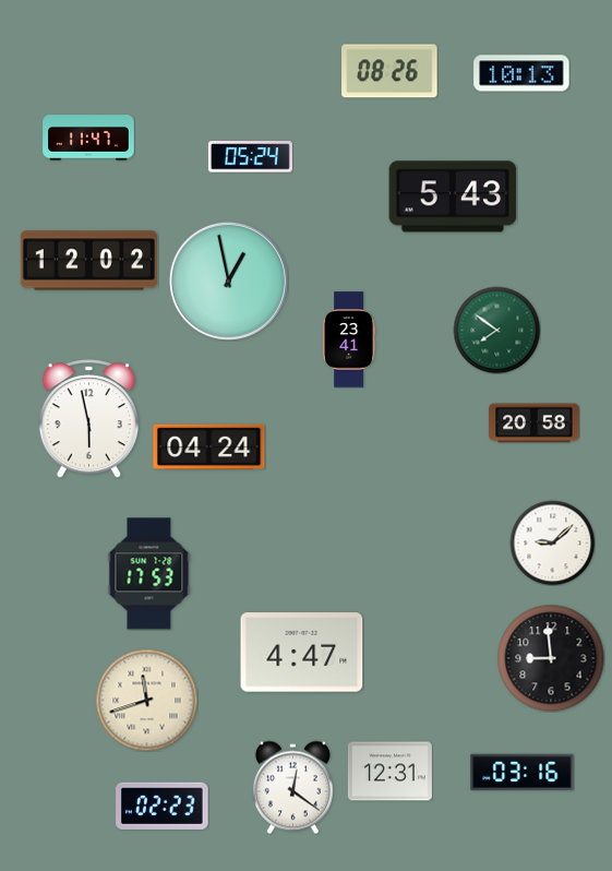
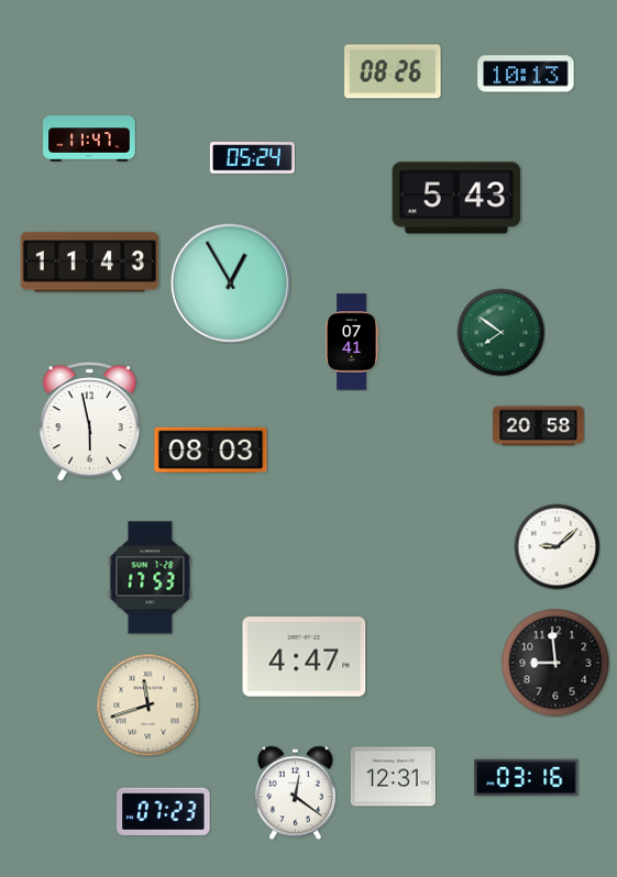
clock at (88, 261): 12:02 -> 11:43
clock at (228, 281): 12:58 -> 12:55
clock at (349, 339): 23:41 -> 07:41
clock at (209, 446): 04:24 -> 08:03
clock at (163, 806): 02:23 -> 07:23
